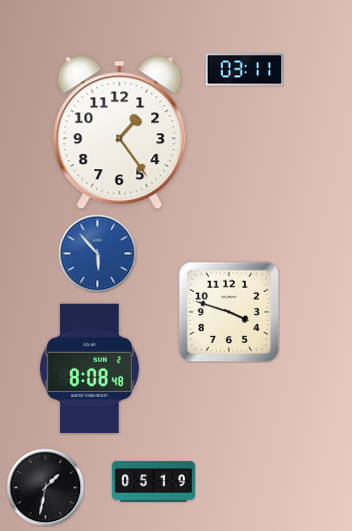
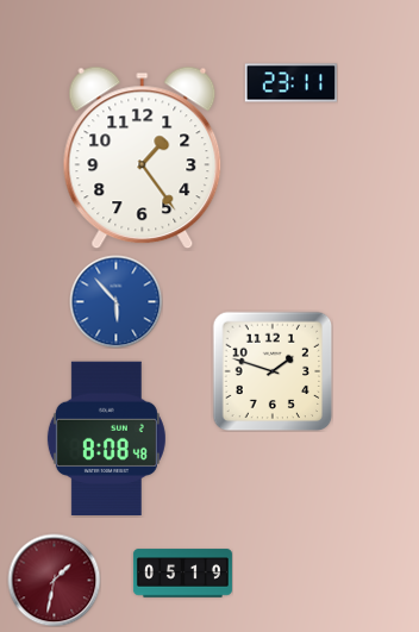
clock at (244, 70): 03:11 -> 23:11
clock at (229, 312): 3:48 -> 1:48
clock at (45, 487) dial: black -> burgundy
